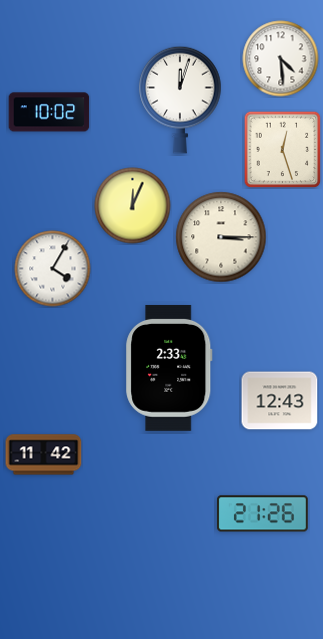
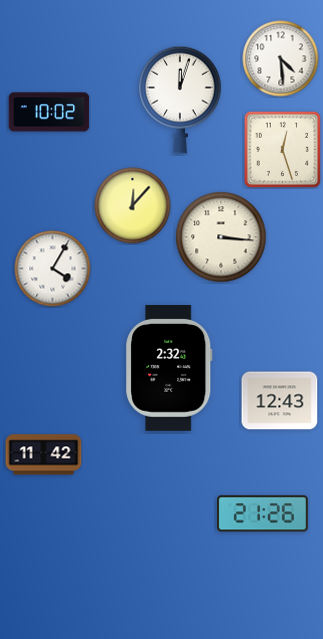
clock at (133, 206): 12:04 -> 12:07
clock at (221, 237): 3:15 -> 3:16
clock at (169, 368): 2:33 -> 2:32
